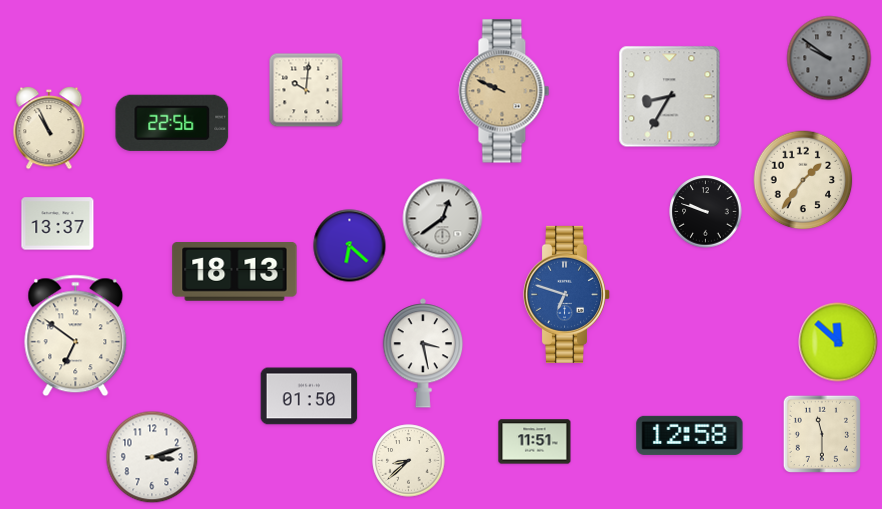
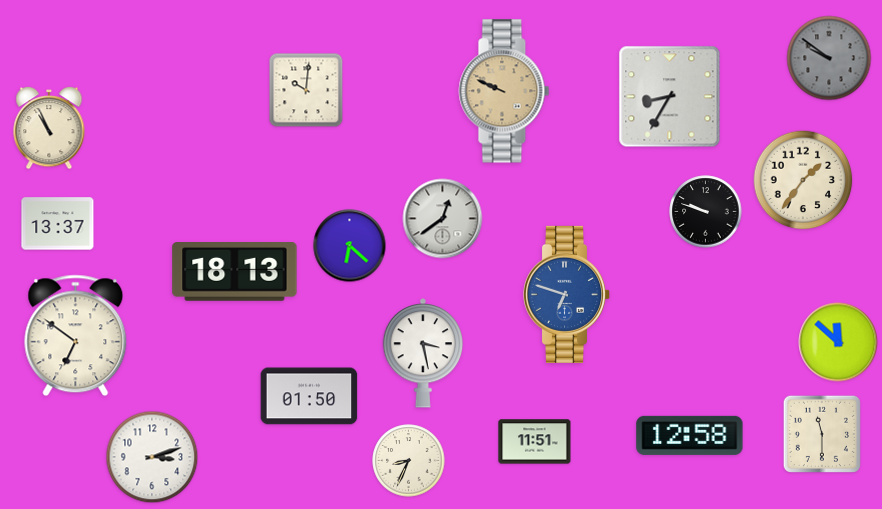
clock at (172, 123): 22:56 -> none
clock at (409, 461): 8:38 -> 8:34
